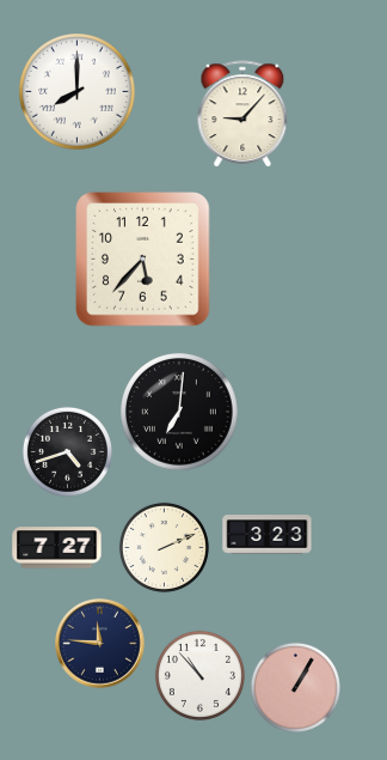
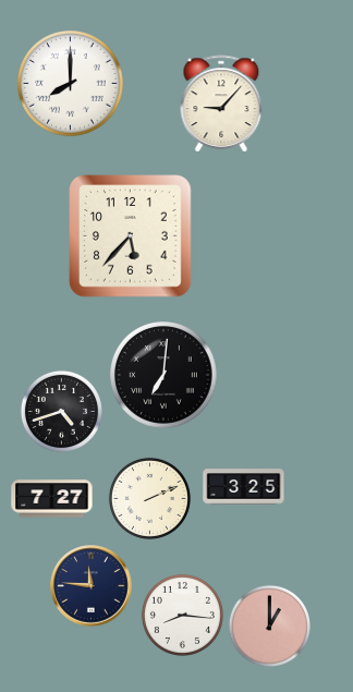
clock at (268, 535): 3:23 -> 3:25
clock at (199, 675): 10:53 -> 8:16
clock at (295, 687): 1:05 -> 1:00
